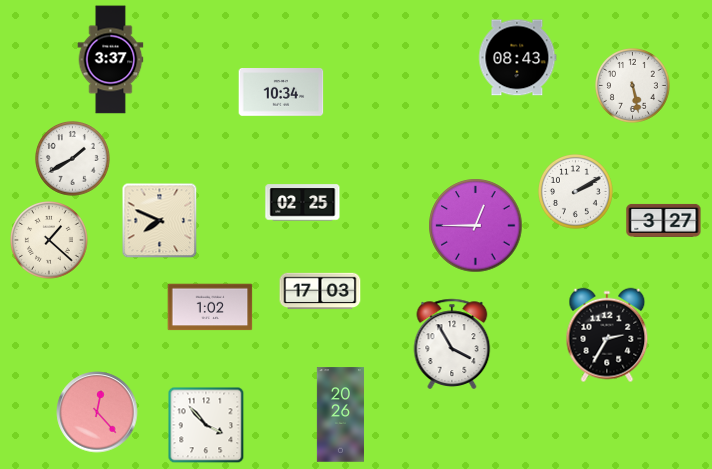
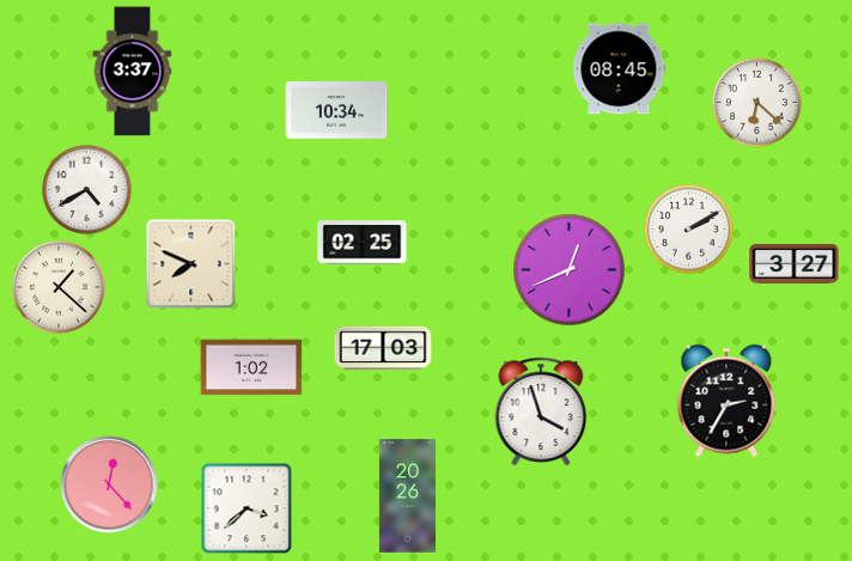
clock at (518, 58): 08:43 -> 08:45
clock at (633, 86): 5:28 -> 6:22
clock at (73, 159): 1:40 -> 4:40
clock at (476, 226): 12:45 -> 12:41
clock at (452, 343): 3:55 -> 3:57
clock at (97, 412) position: (97, 412) -> (109, 484)
clock at (206, 425): 3:53 -> 3:38
